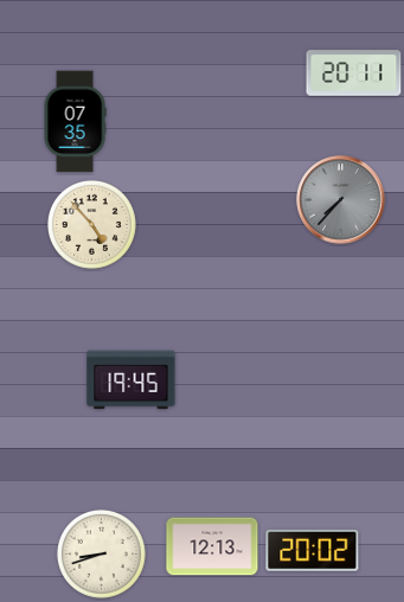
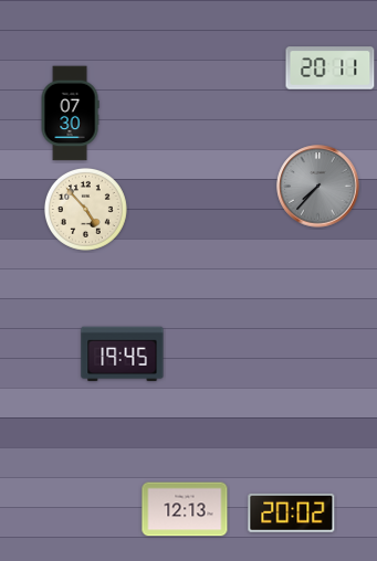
clock at (75, 122): 07:35 -> 07:30
clock at (212, 546) position: (212, 546) -> (185, 509)
clock at (101, 553): 8:42 -> none
